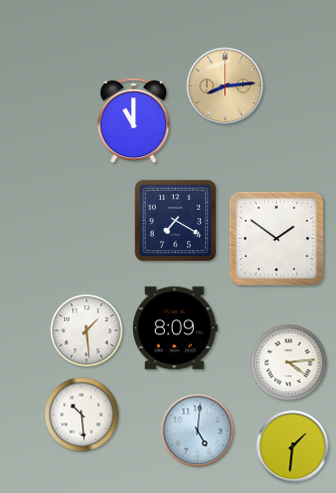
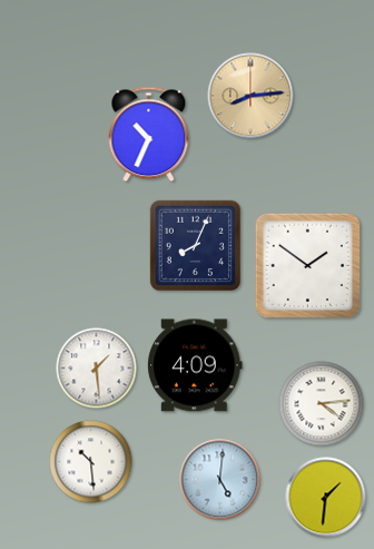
clock at (134, 121): 11:00 -> 10:34
clock at (175, 220): 7:20 -> 8:04
clock at (175, 328): 8:09 -> 4:09
